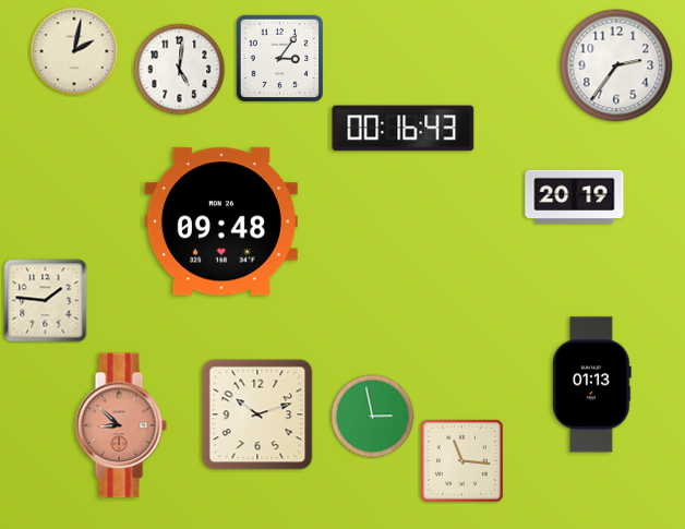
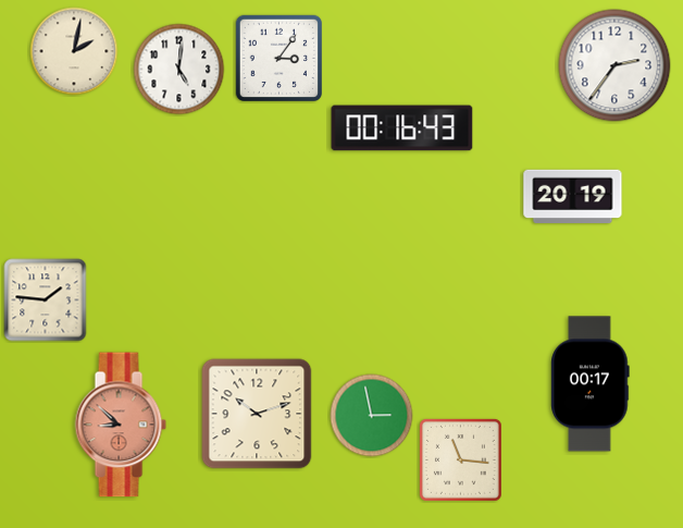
clock at (221, 221): 09:48 -> none
clock at (592, 385): 01:13 -> 00:17
